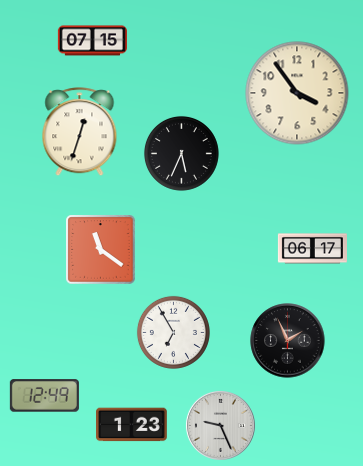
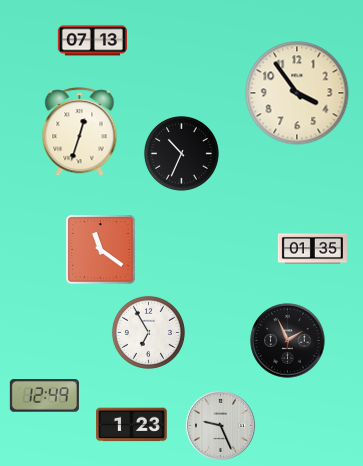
clock at (92, 41): 07:15 -> 07:13
clock at (181, 153): 5:34 -> 10:34
clock at (312, 249): 06:17 -> 01:35
clock at (173, 332) position: (173, 332) -> (148, 332)
